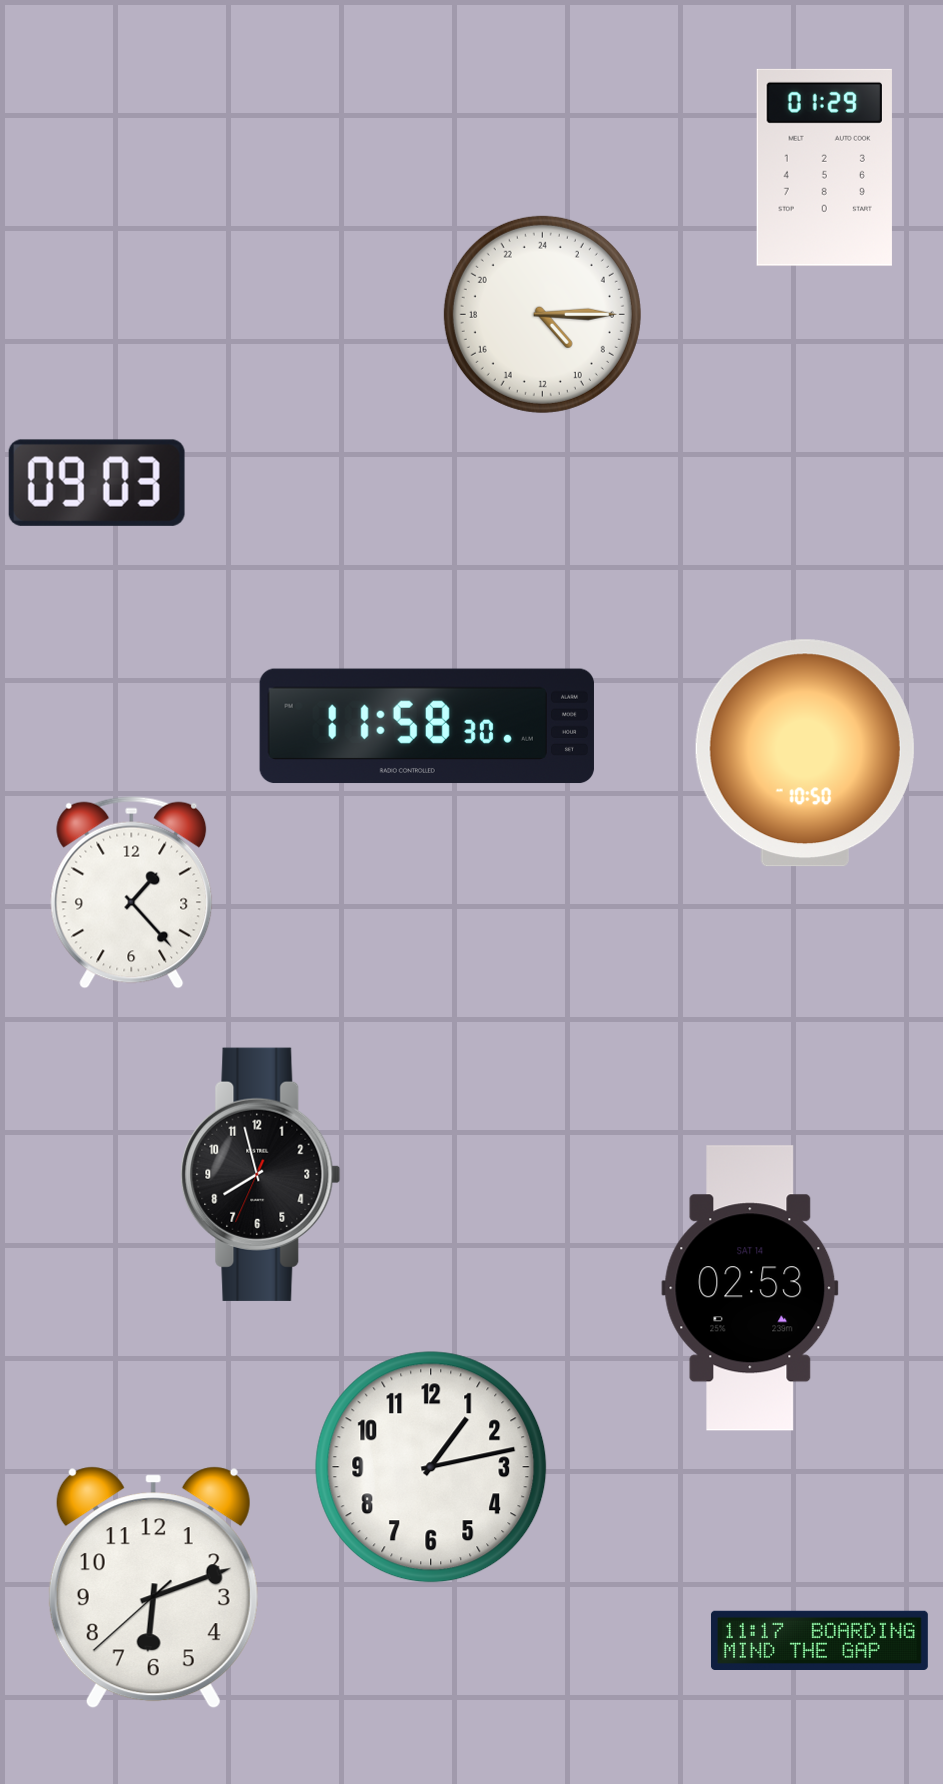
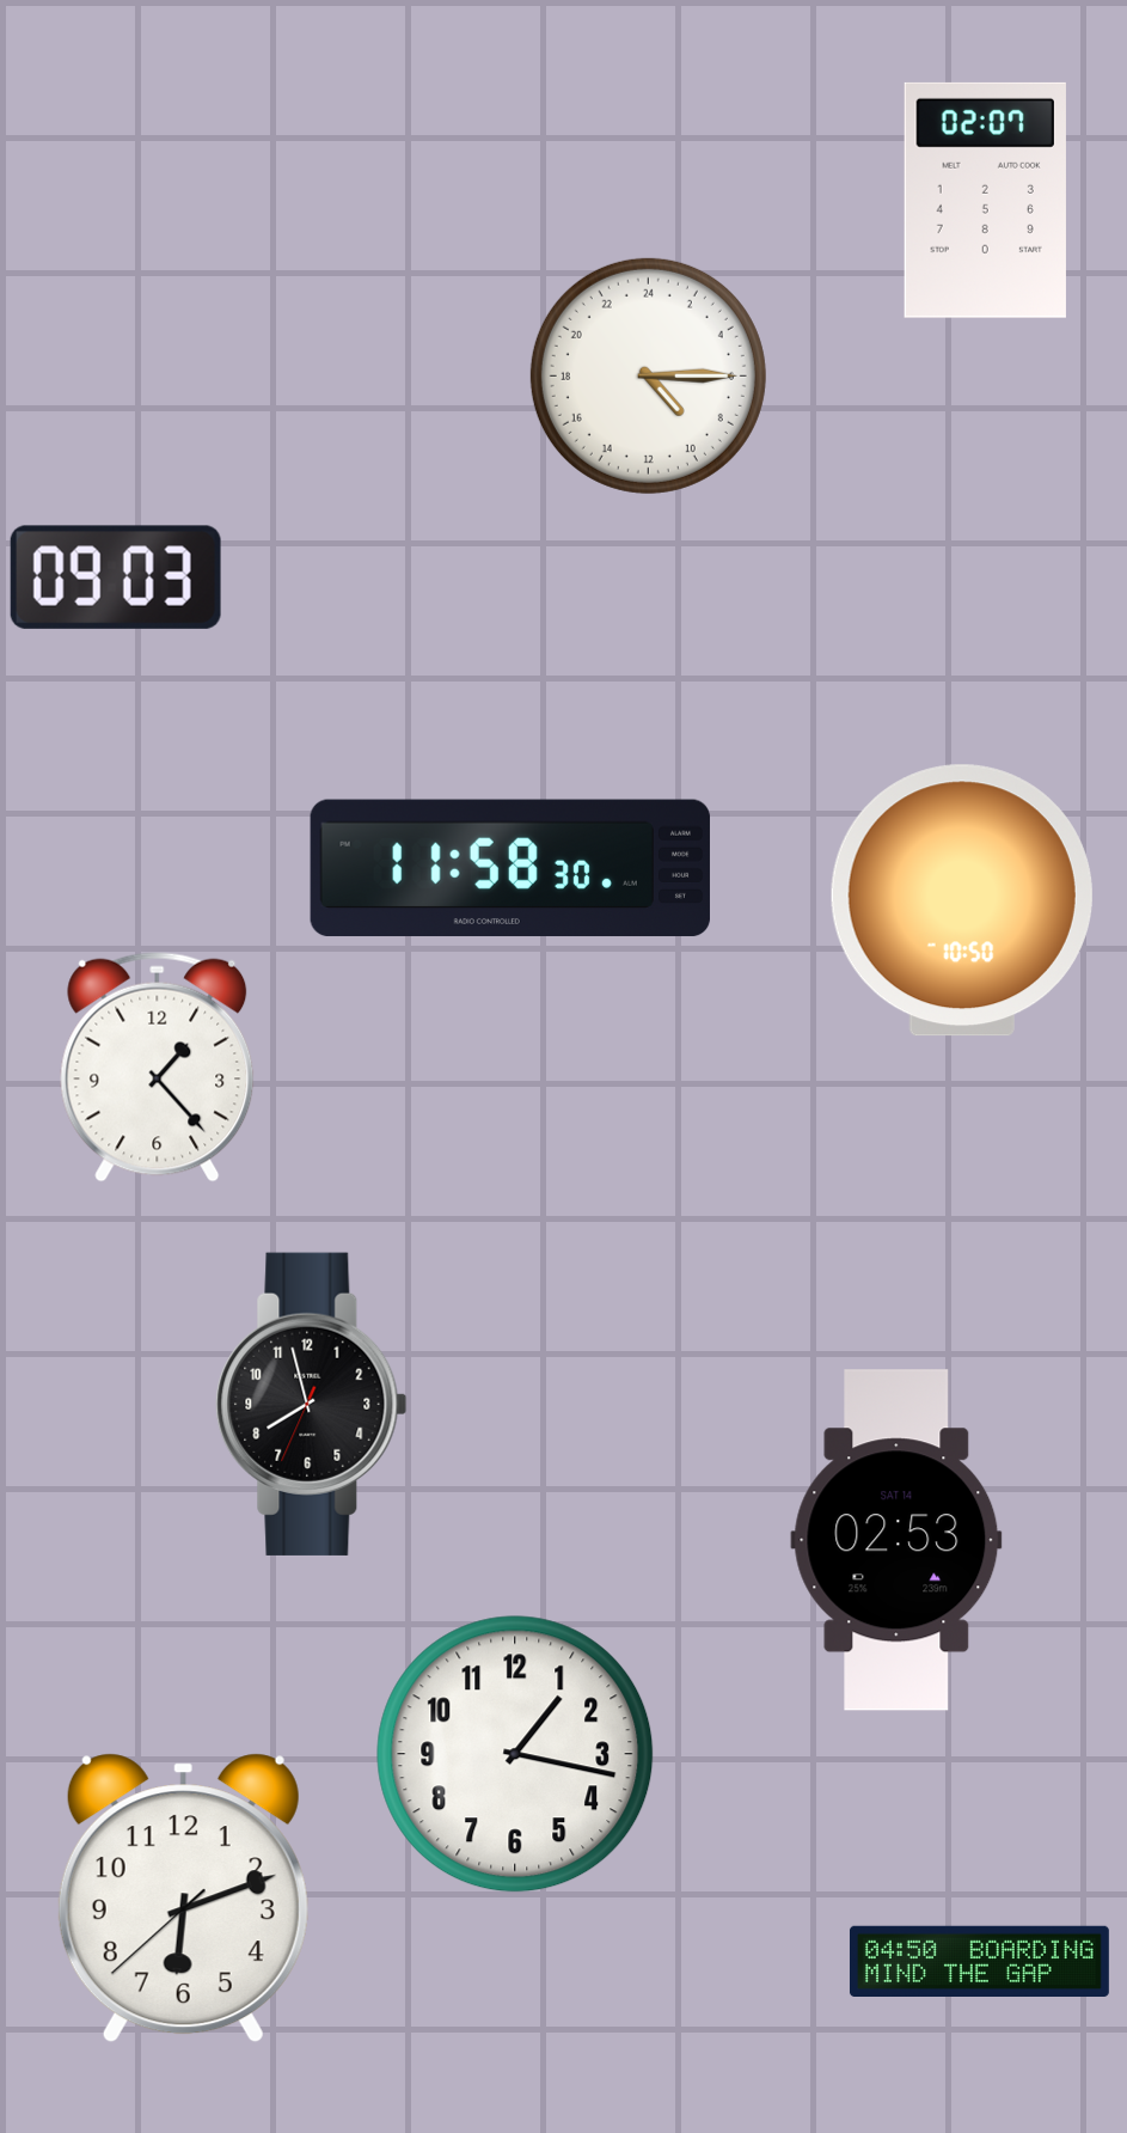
clock at (824, 167): 01:29 -> 02:07
clock at (431, 1467): 1:13 -> 1:17
clock at (819, 1640): 11:17 -> 04:50
